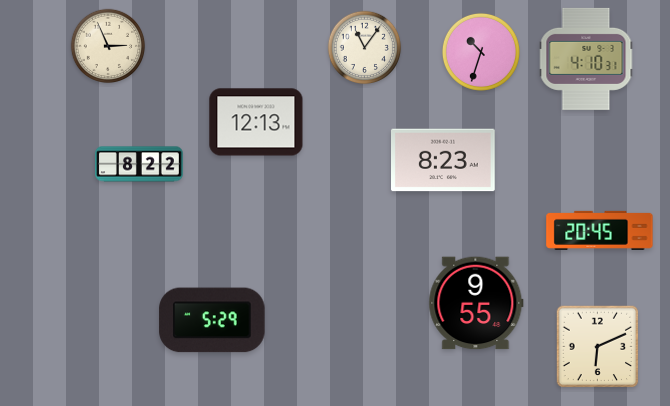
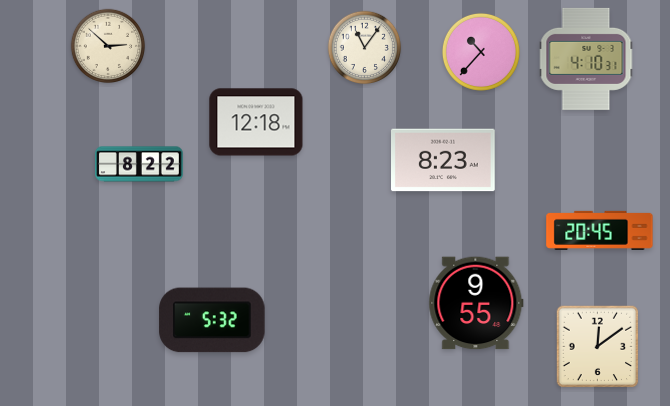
clock at (108, 46): 2:56 -> 2:52
clock at (481, 52): 10:33 -> 10:37
clock at (256, 122): 12:13 -> 12:18
clock at (212, 320): 5:29 -> 5:32
clock at (598, 347): 6:11 -> 12:09
